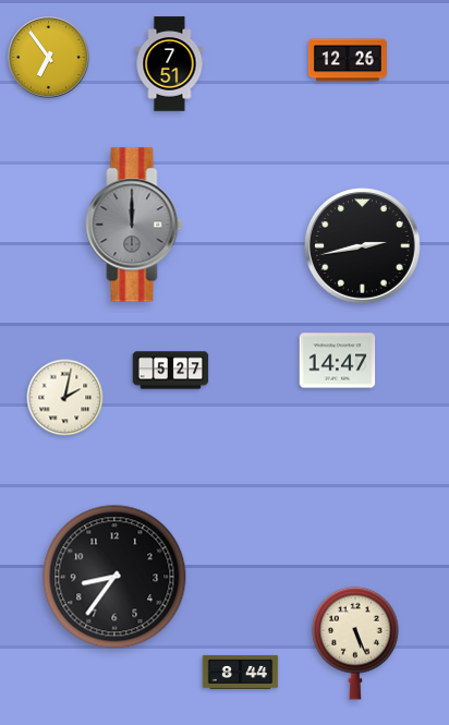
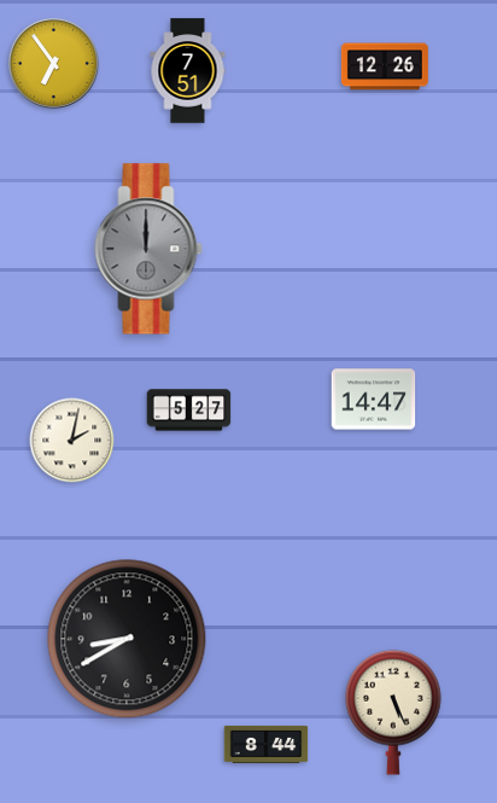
clock at (363, 246): 2:43 -> none
clock at (114, 577): 8:36 -> 8:40
